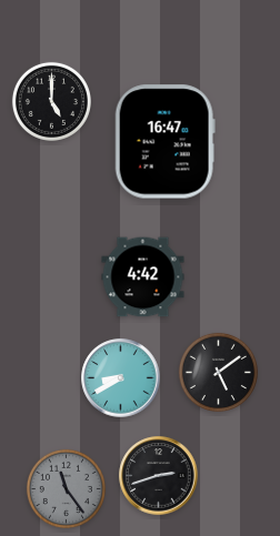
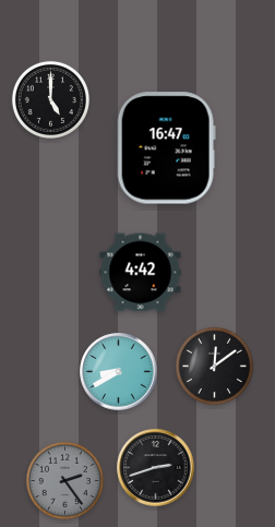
clock at (164, 142) position: (164, 142) -> (166, 148)
clock at (218, 372): 5:09 -> 12:09
clock at (66, 488): 11:24 -> 2:24
